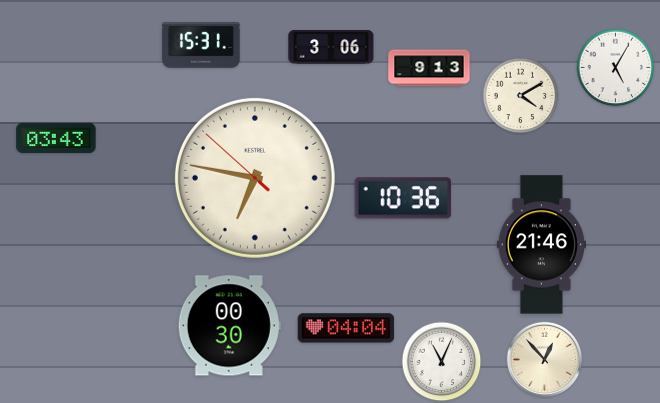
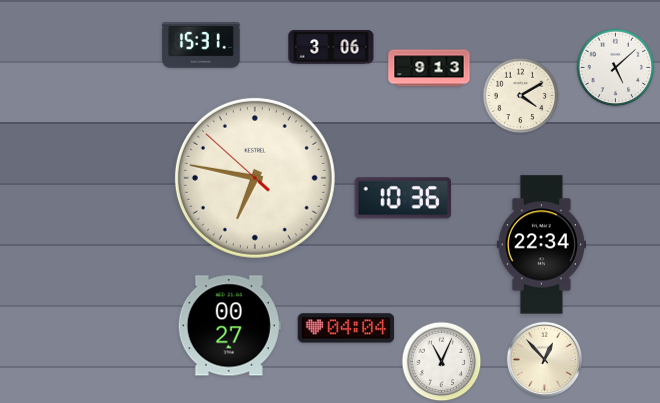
clock at (616, 68): 5:05 -> 5:08
clock at (56, 137): 03:43 -> none
clock at (541, 245): 21:46 -> 22:34
clock at (229, 326): 00:30 -> 00:27
